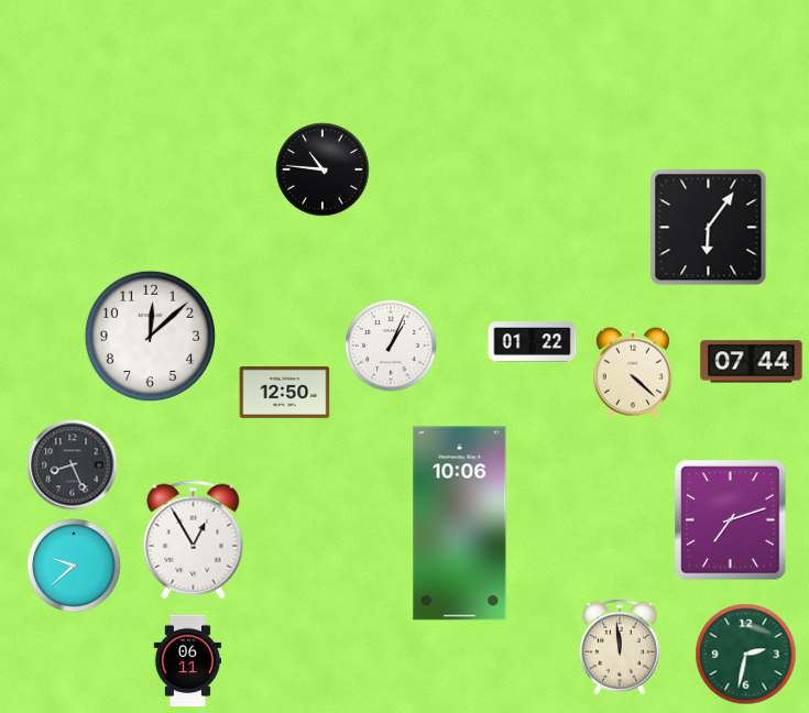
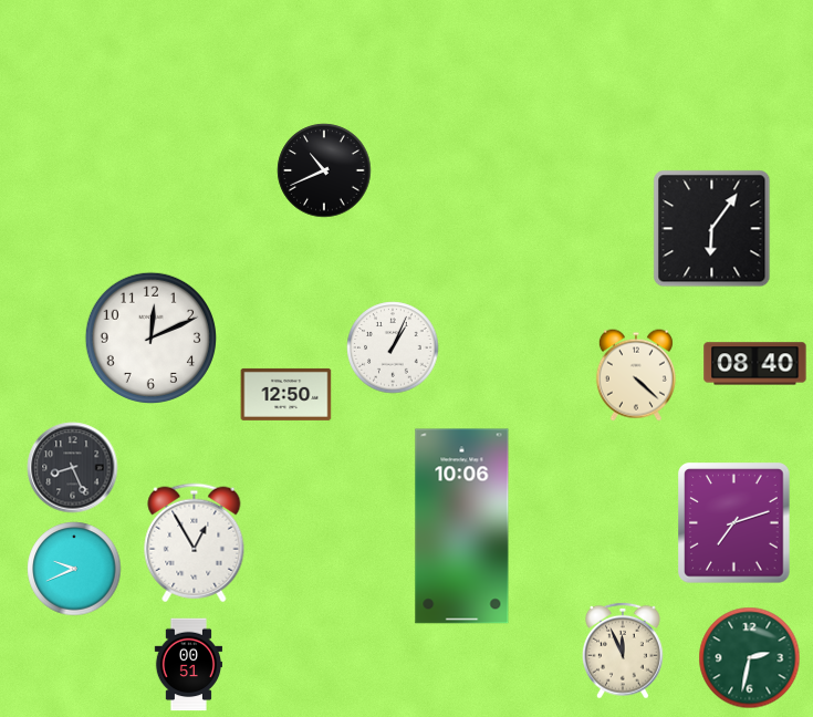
clock at (322, 169): 10:46 -> 10:41
clock at (150, 336): 12:08 -> 12:11
clock at (533, 342): 01:22 -> none
clock at (752, 362): 07:44 -> 08:40
clock at (74, 566): 9:38 -> 9:41
clock at (621, 647): 11:59 -> 11:56
clock at (187, 661): 06:11 -> 00:51
